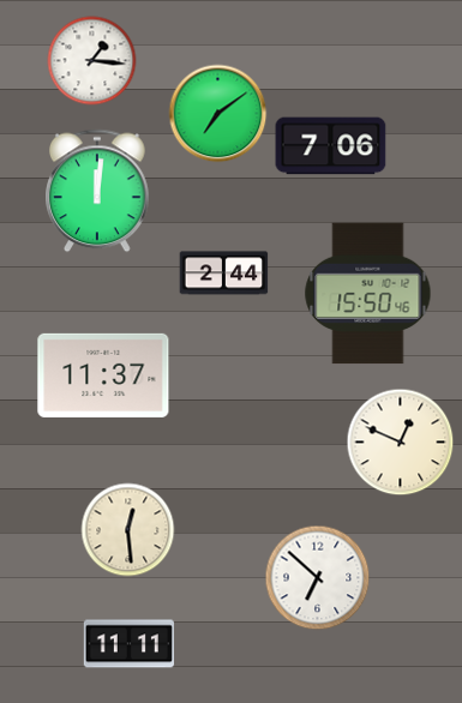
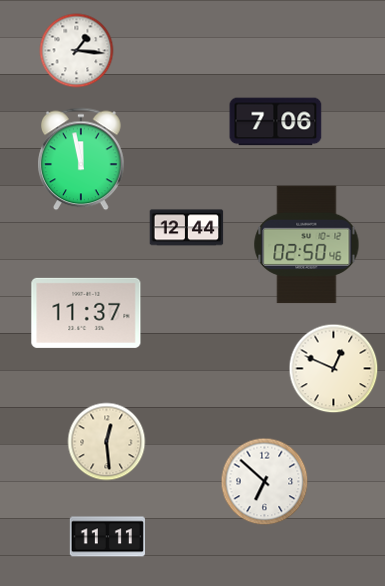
clock at (218, 114): 7:09 -> none
clock at (98, 191): 12:01 -> 11:58
clock at (224, 274): 2:44 -> 12:44
clock at (368, 294): 15:50 -> 02:50
